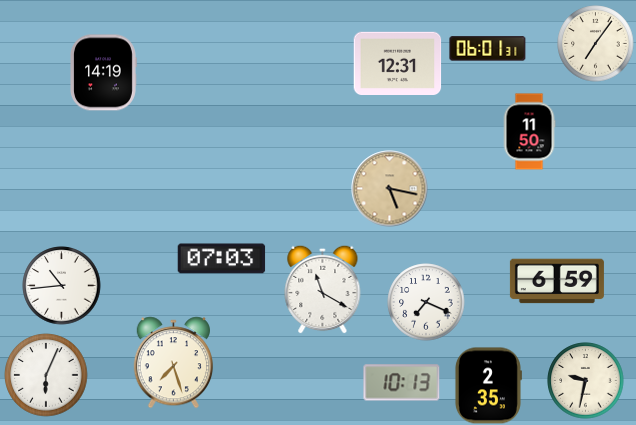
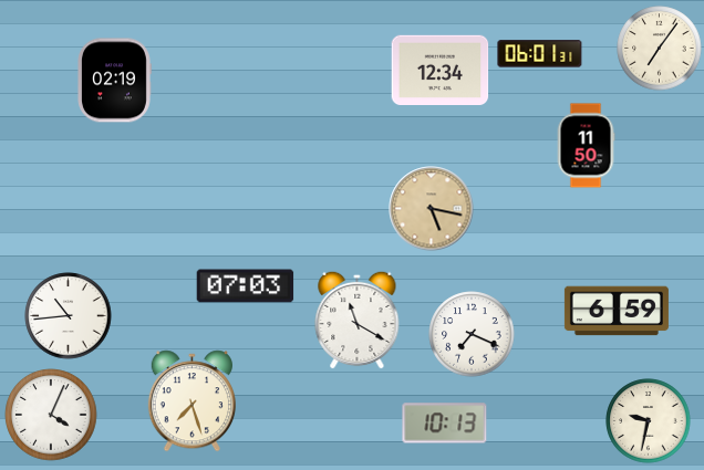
clock at (398, 63): 12:31 -> 12:34
clock at (103, 73): 14:19 -> 02:19
clock at (46, 375): 6:04 -> 4:04
clock at (488, 386): 2:35 -> none
